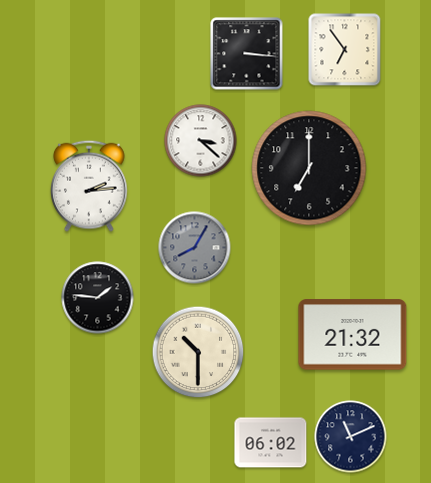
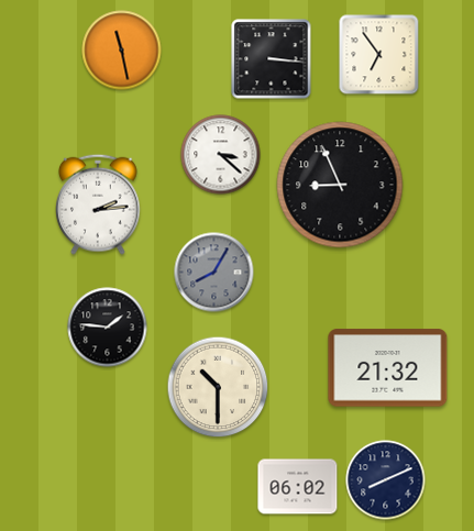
clock at (122, 51): none -> 11:28
clock at (309, 168): 7:00 -> 8:56
clock at (351, 437): 11:11 -> 8:11
